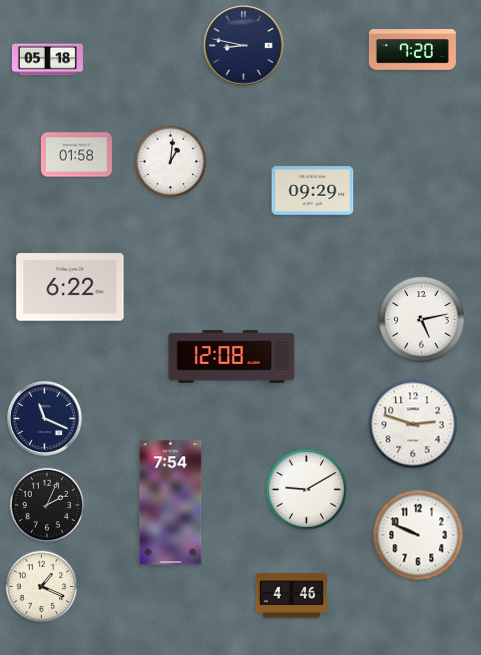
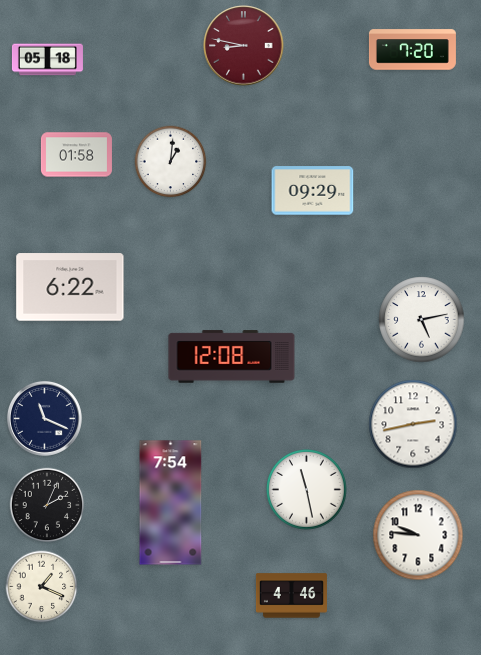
clock at (244, 46) dial: navy -> burgundy
clock at (413, 424): 2:48 -> 2:43
clock at (307, 490): 9:10 -> 11:28
clock at (418, 535): 9:49 -> 9:46
